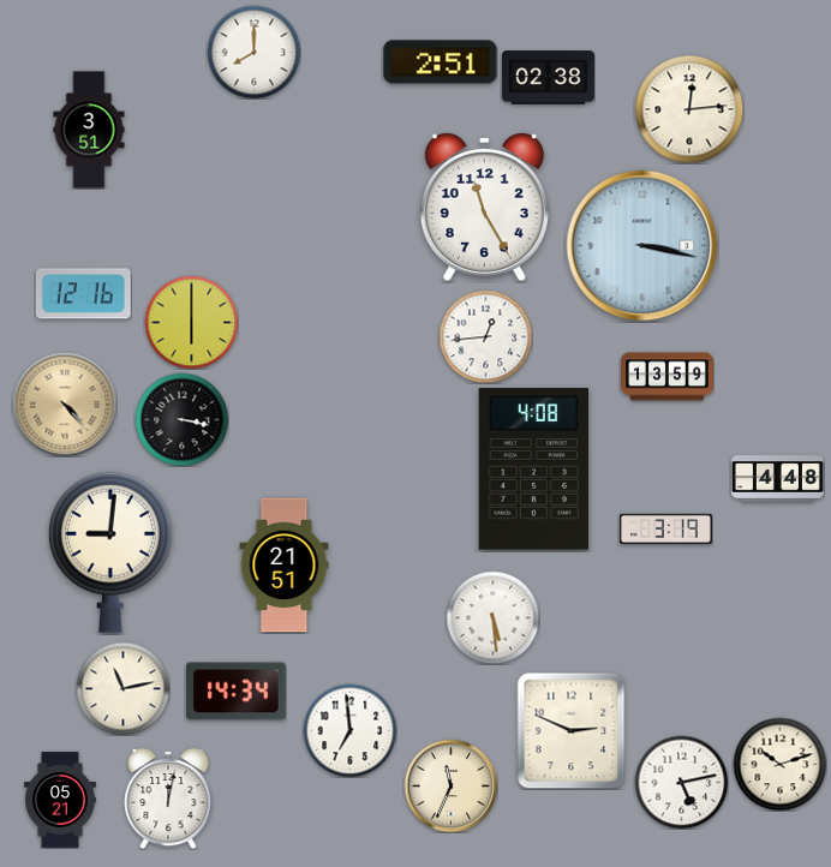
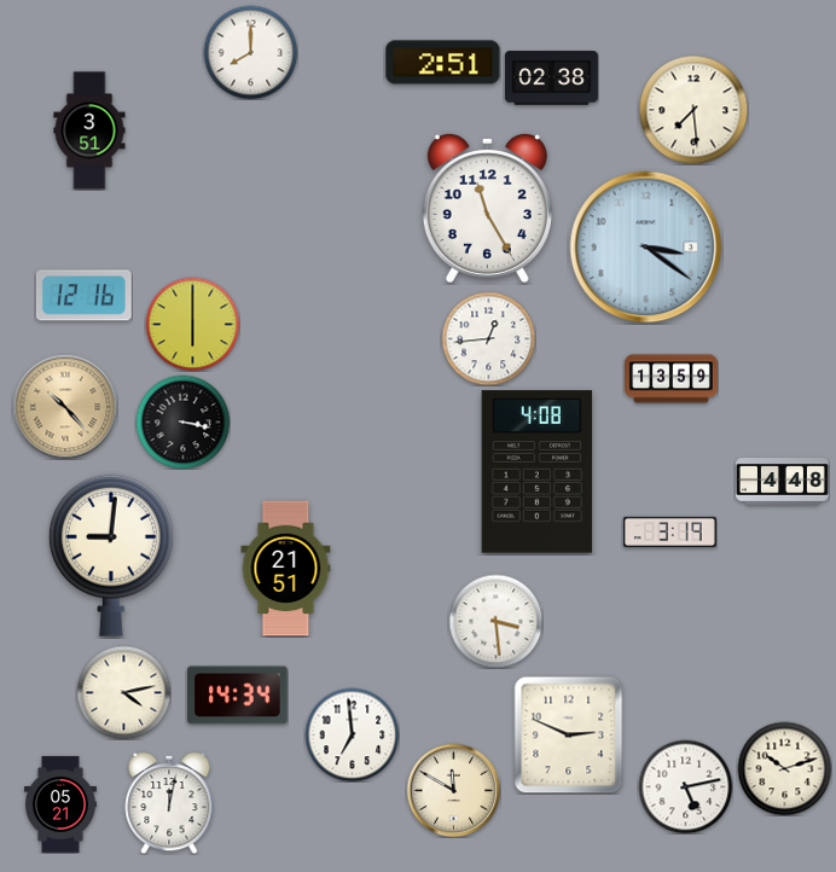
clock at (253, 52) position: (253, 52) -> (250, 52)
clock at (689, 109): 12:14 -> 7:29
clock at (642, 246): 3:17 -> 3:21
clock at (65, 405): 4:23 -> 10:23
clock at (492, 617): 5:29 -> 3:29
clock at (122, 688): 11:13 -> 4:13
clock at (572, 730) position: (572, 730) -> (569, 734)
clock at (450, 785): 11:34 -> 11:50
